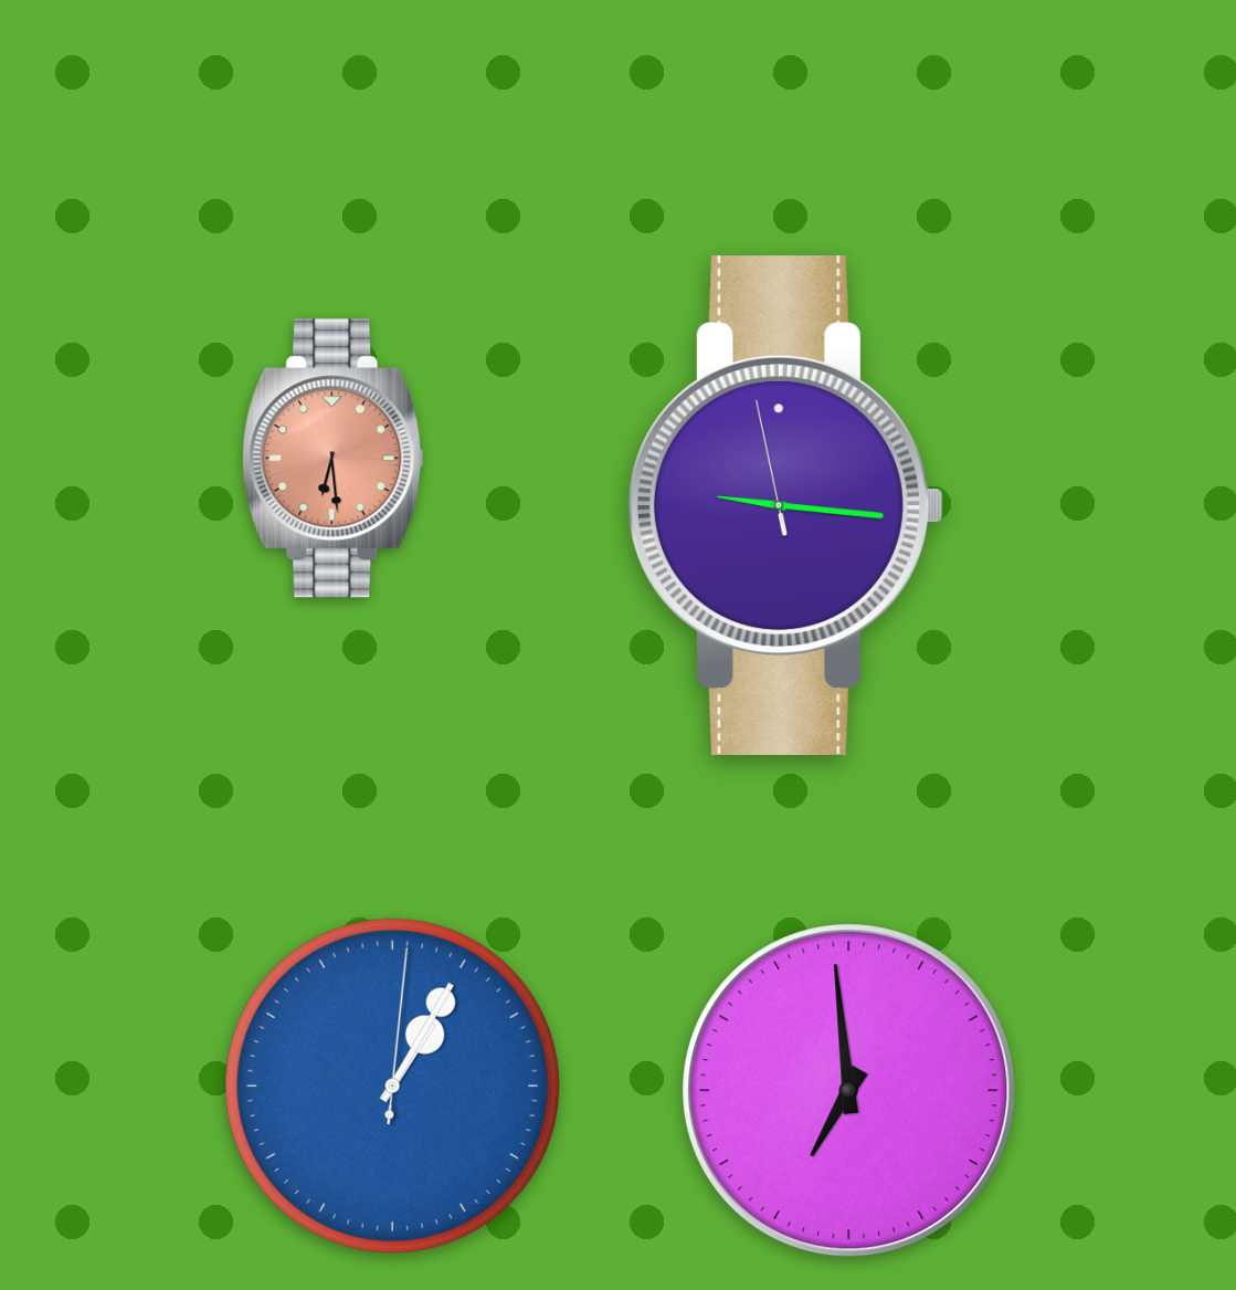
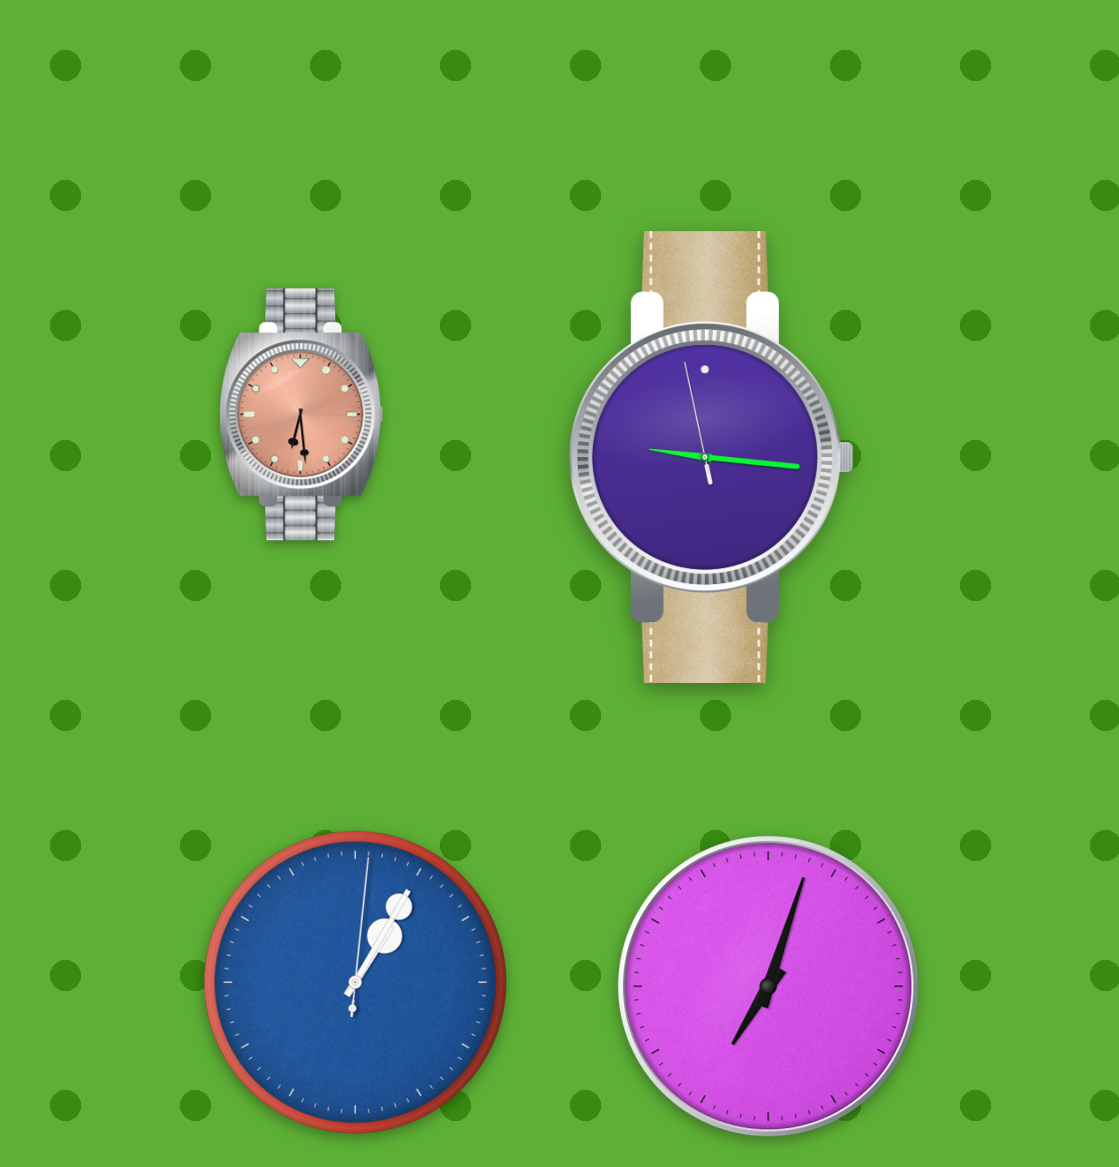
clock at (849, 1091): 6:59 -> 7:03
